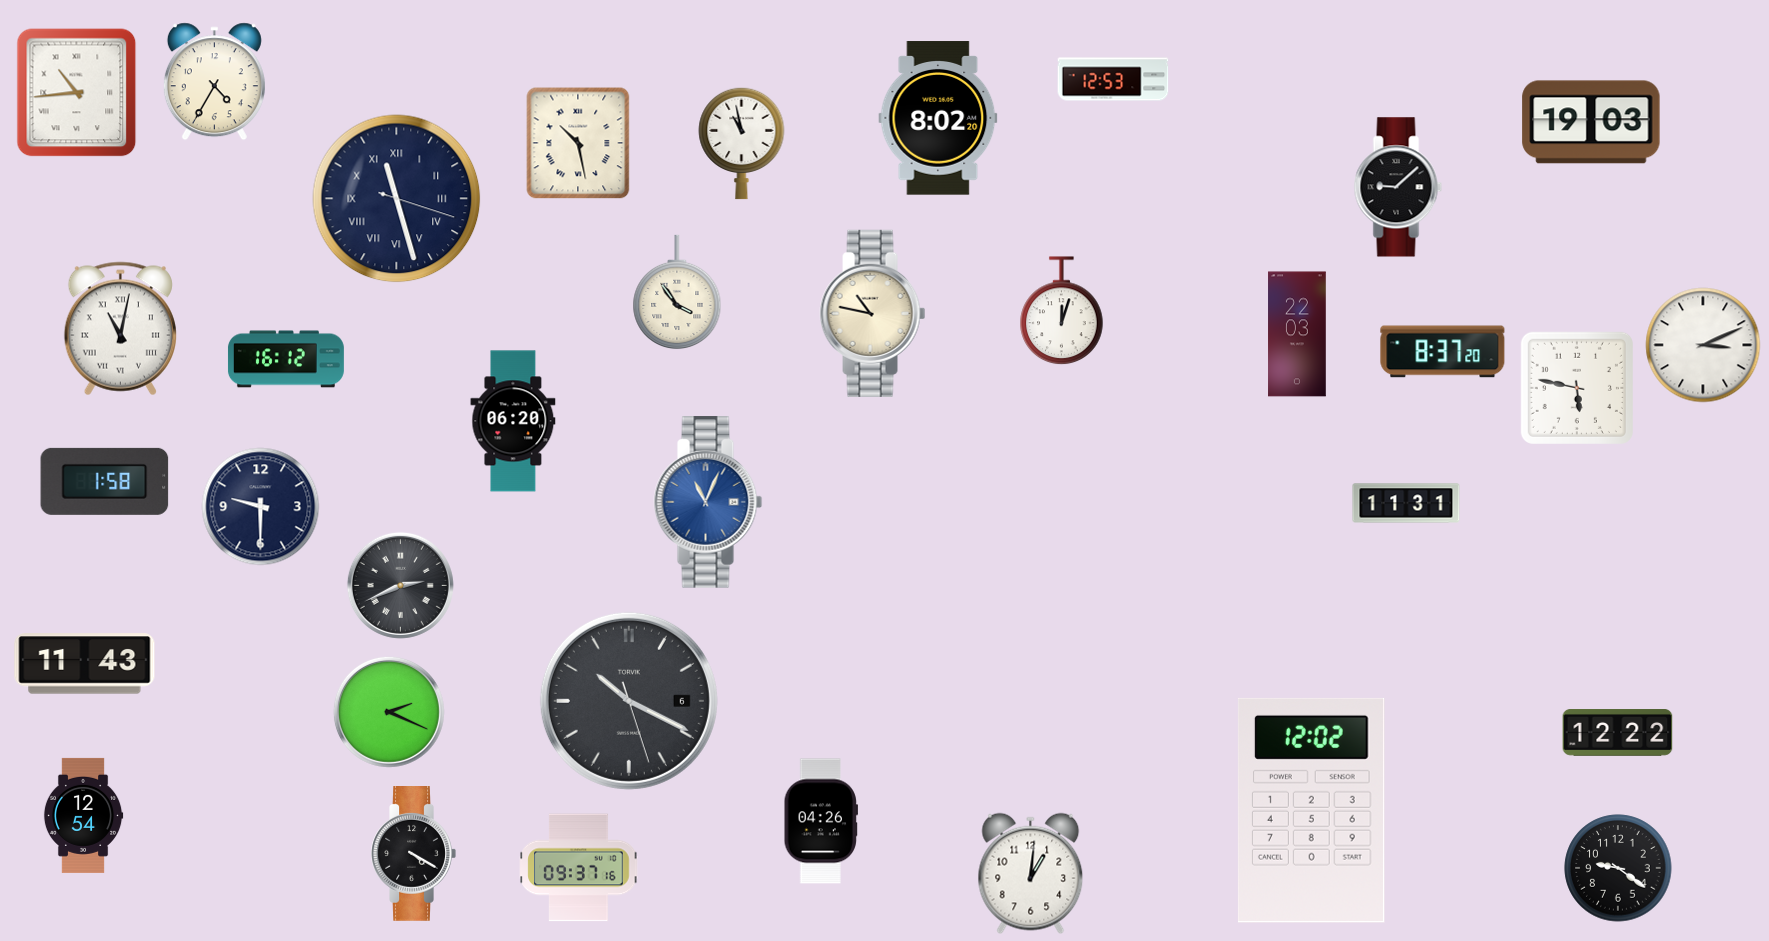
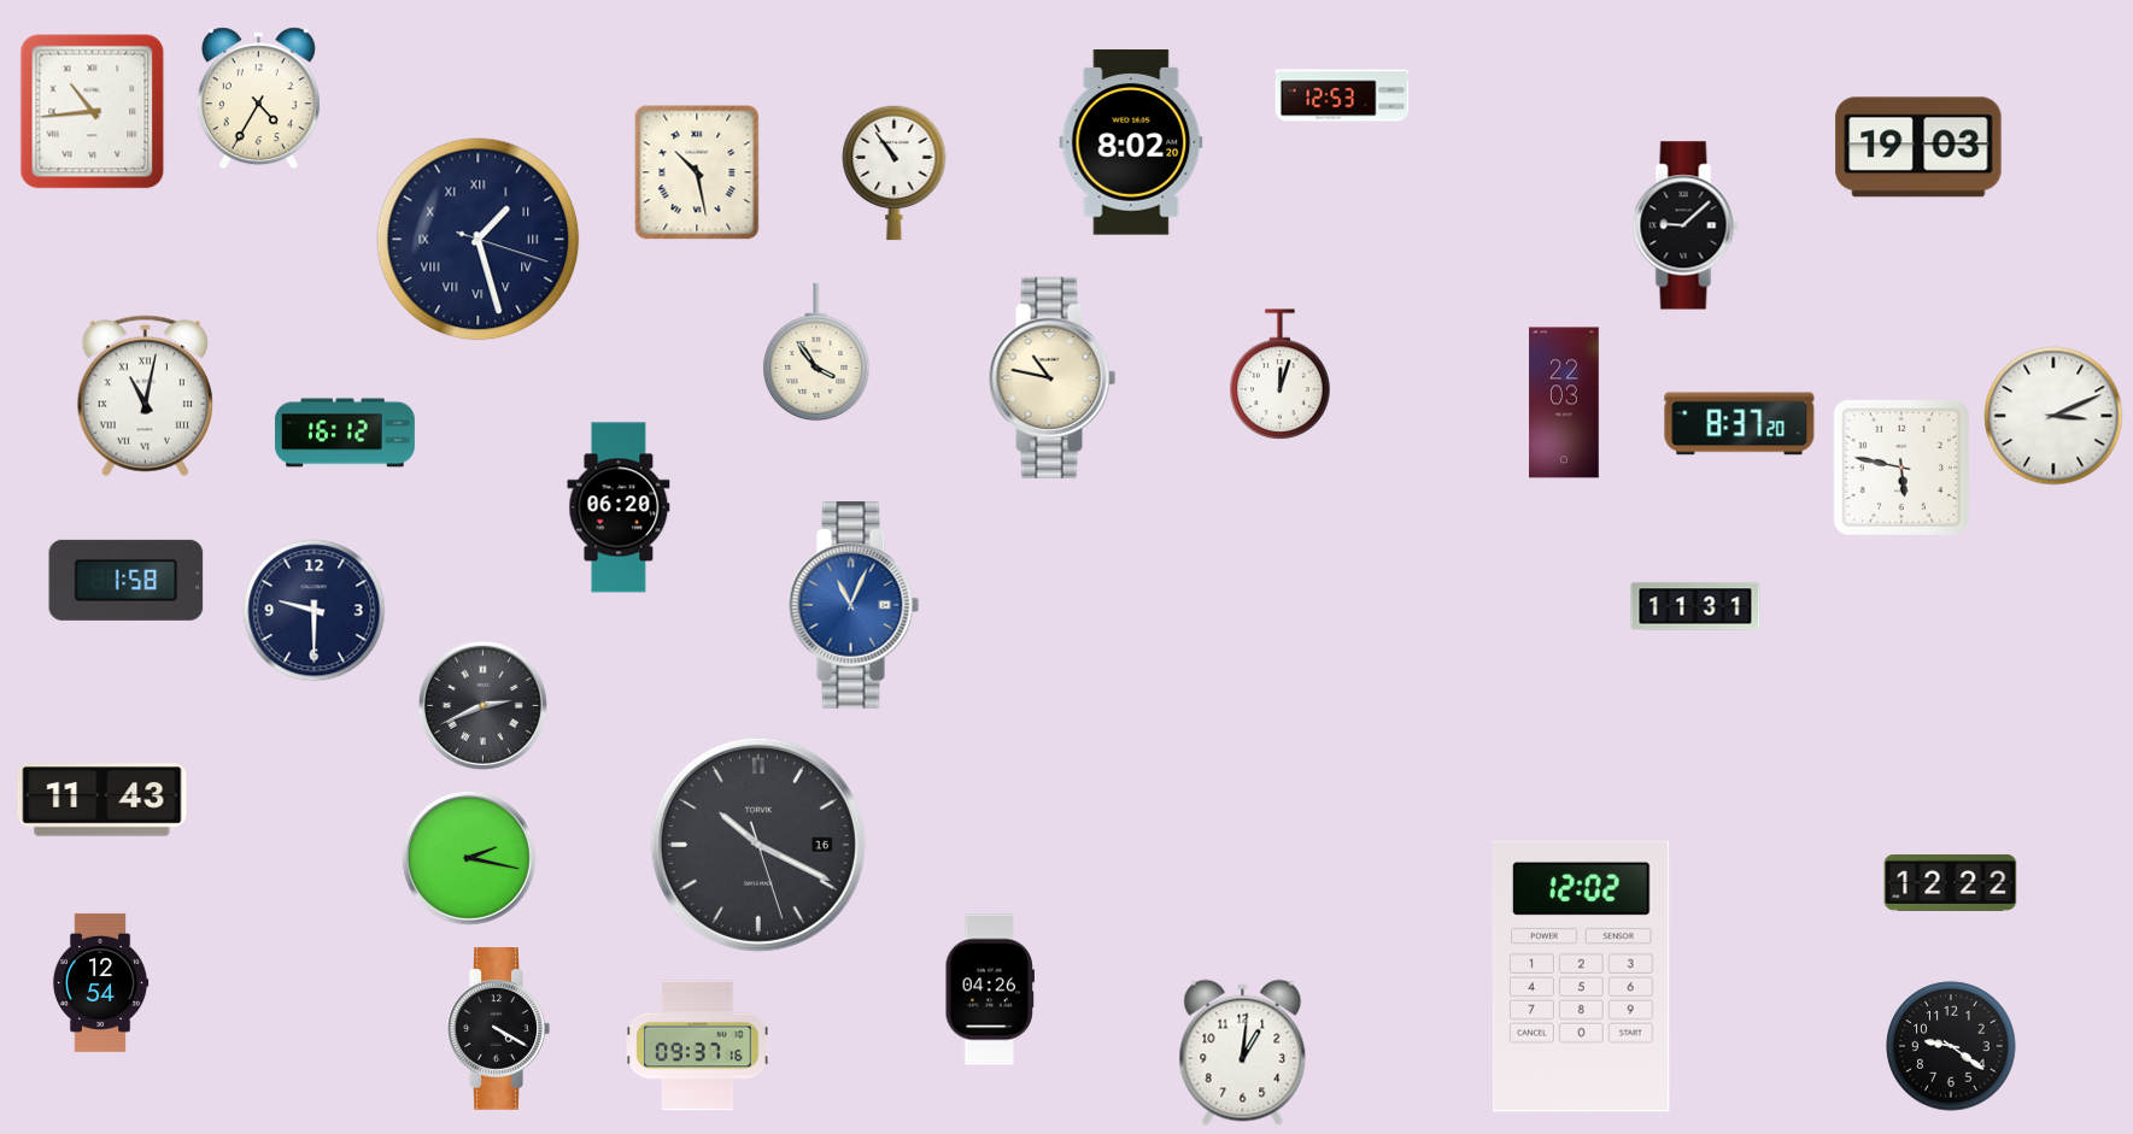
clock at (742, 143): 10:58 -> 10:54
clock at (397, 199): 11:27 -> 1:27
clock at (629, 701) date: 6 -> 16
clock at (389, 712): 2:19 -> 2:17
